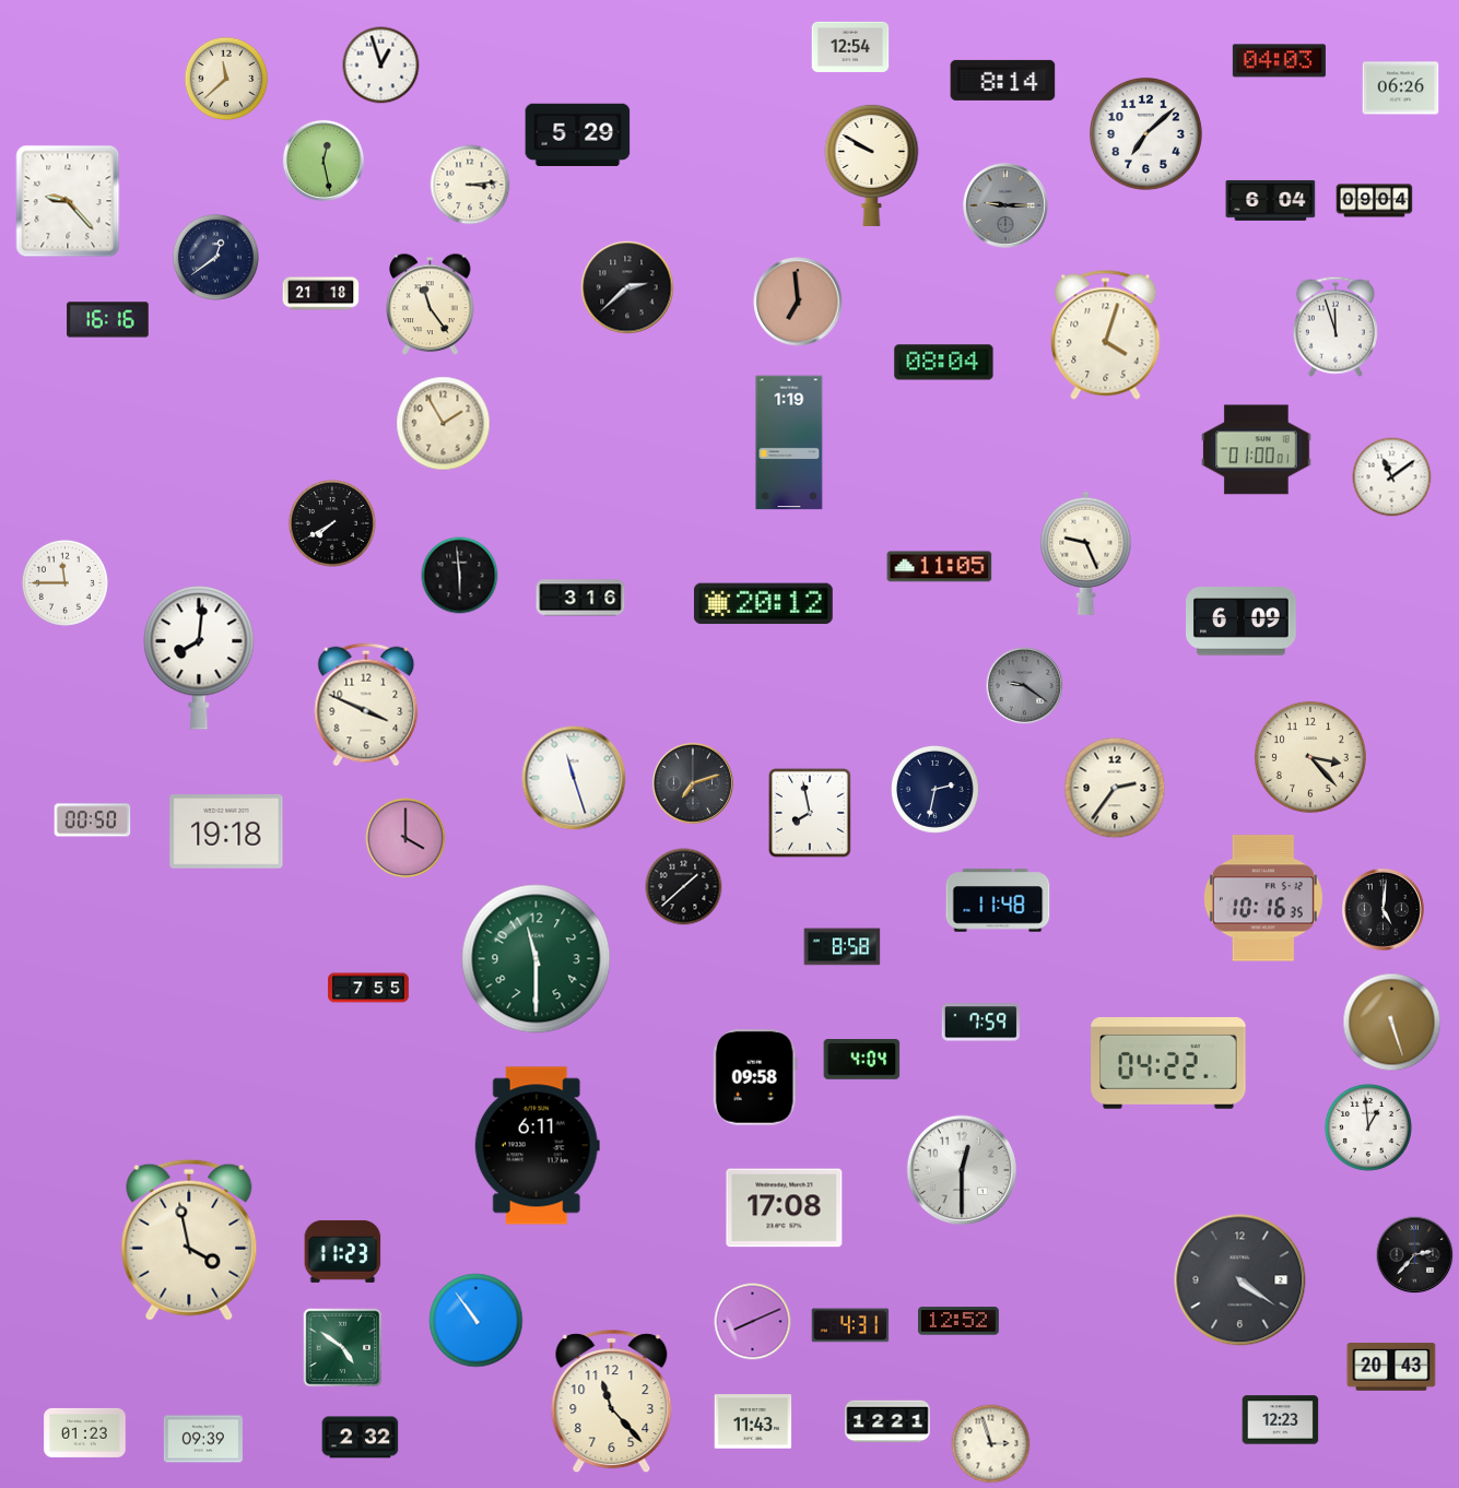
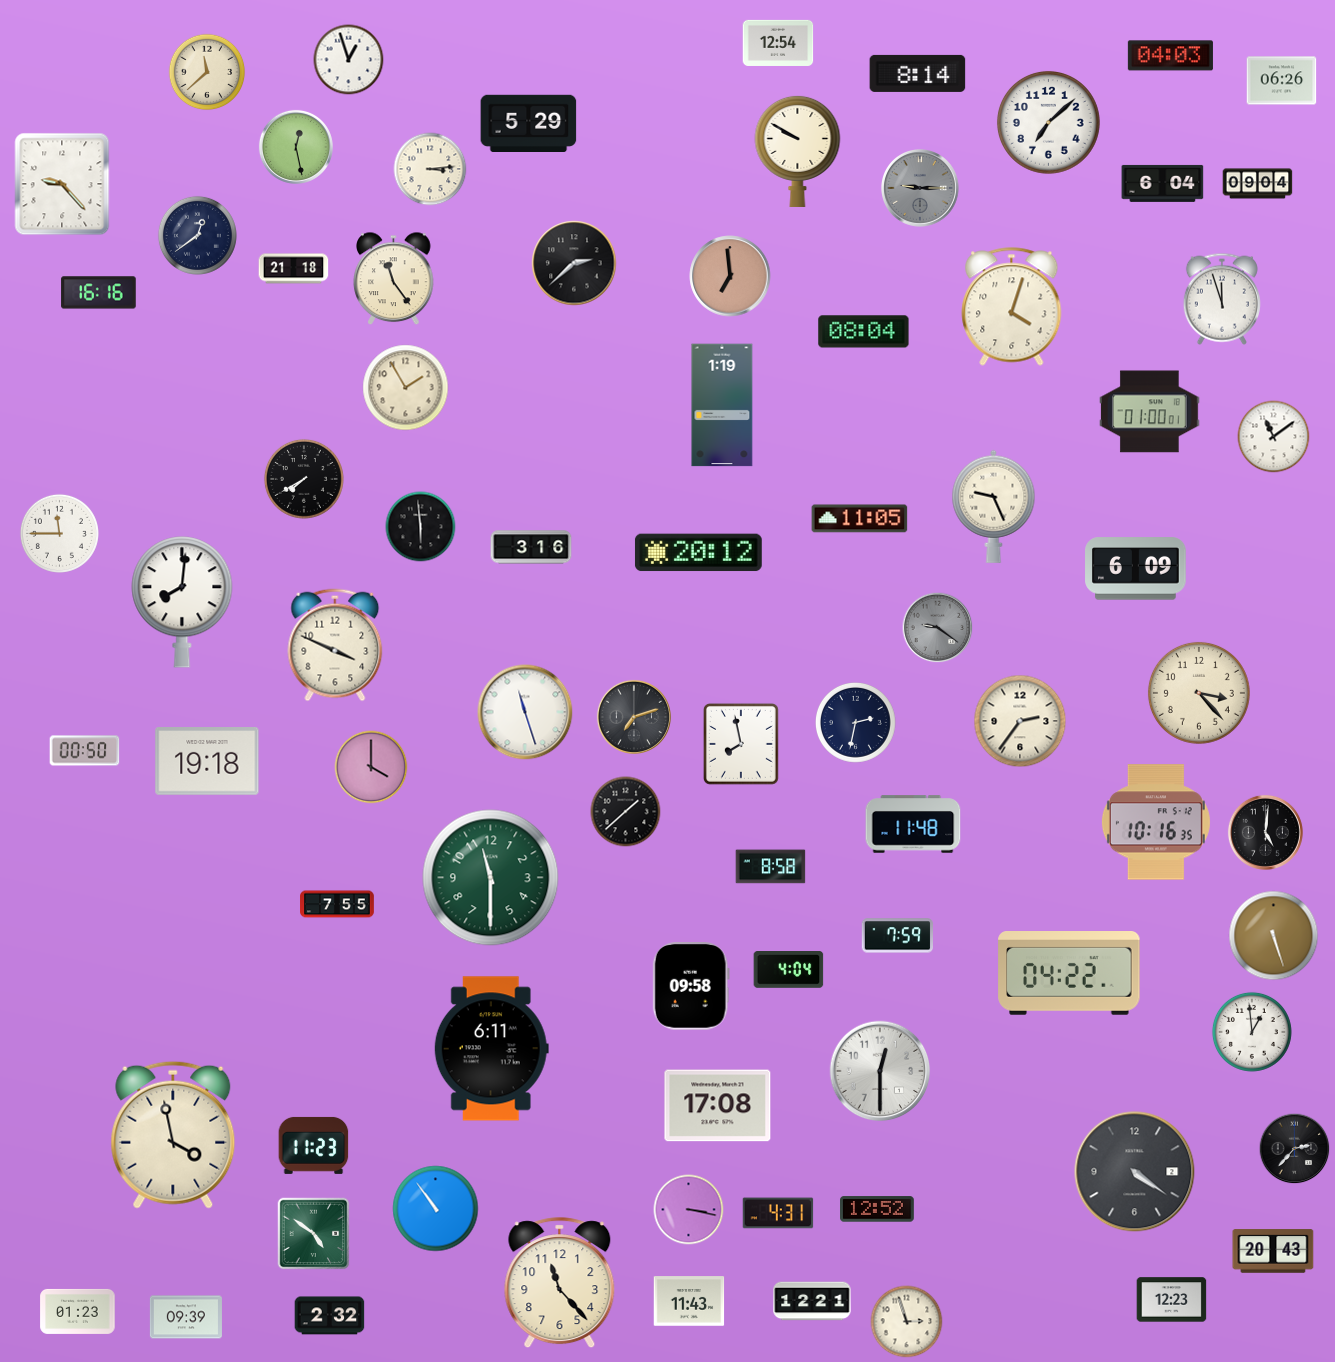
clock at (753, 1322): 8:11 -> 3:17
